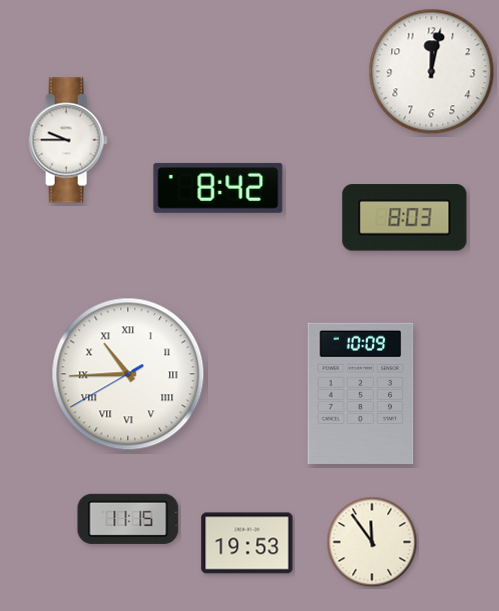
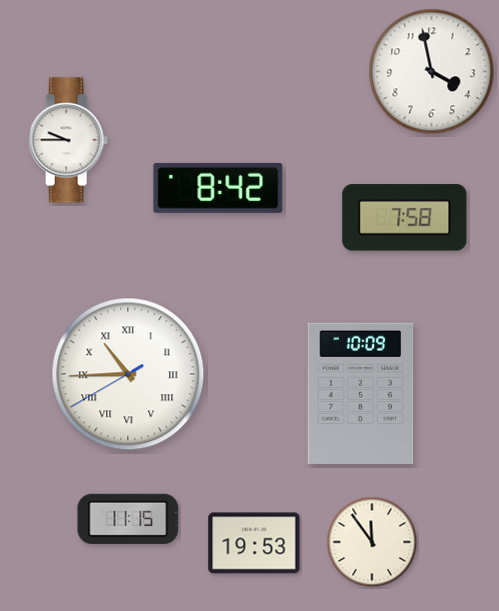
clock at (432, 72): 12:02 -> 3:58
clock at (405, 218): 8:03 -> 7:58
clock at (247, 543) position: (247, 543) -> (254, 543)
